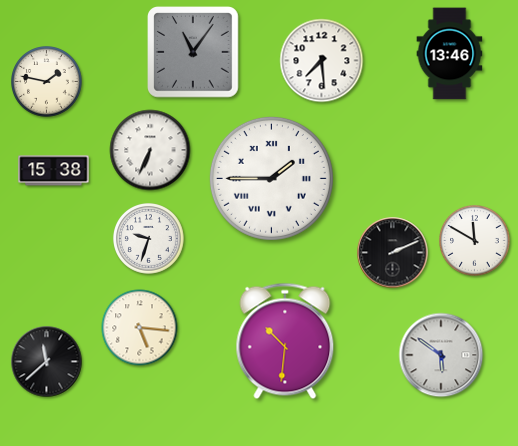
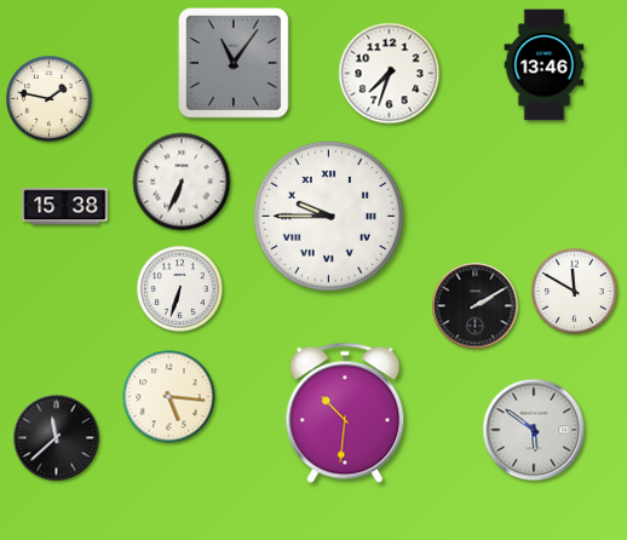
clock at (322, 61): 7:29 -> 7:33
clock at (47, 82) position: (47, 82) -> (50, 99)
clock at (271, 178): 1:45 -> 9:45
clock at (149, 239): 9:33 -> 6:33
clock at (393, 253): 2:11 -> 2:10
